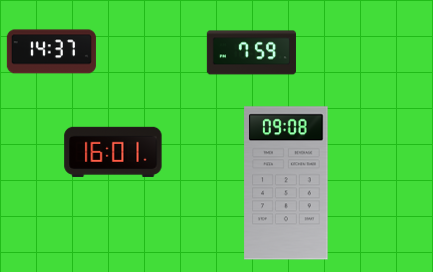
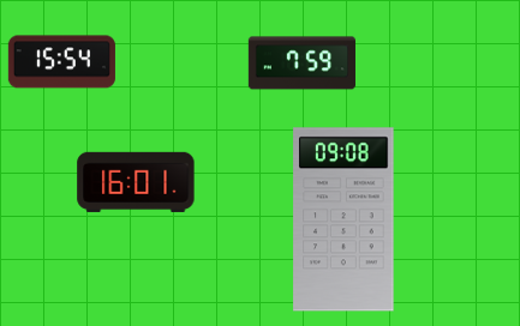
clock at (51, 52): 14:37 -> 15:54
